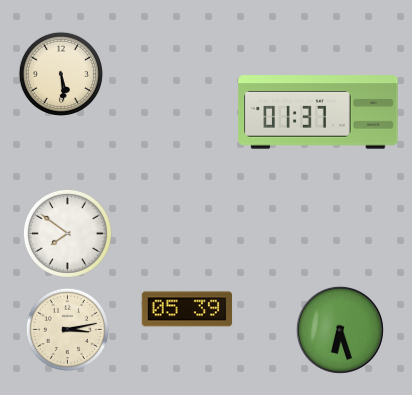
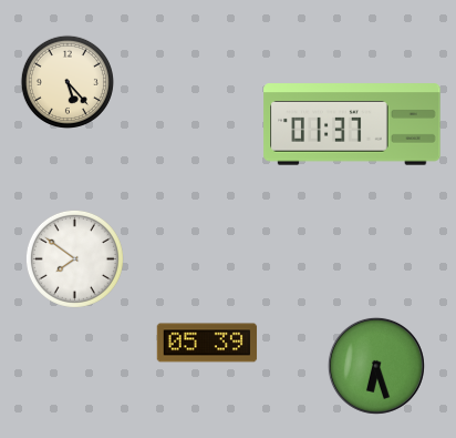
clock at (61, 74): 5:29 -> 5:23
clock at (67, 329): 3:13 -> none
